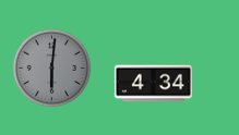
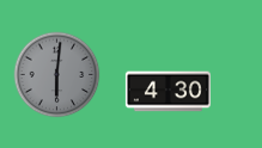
clock at (153, 84): 4:34 -> 4:30
